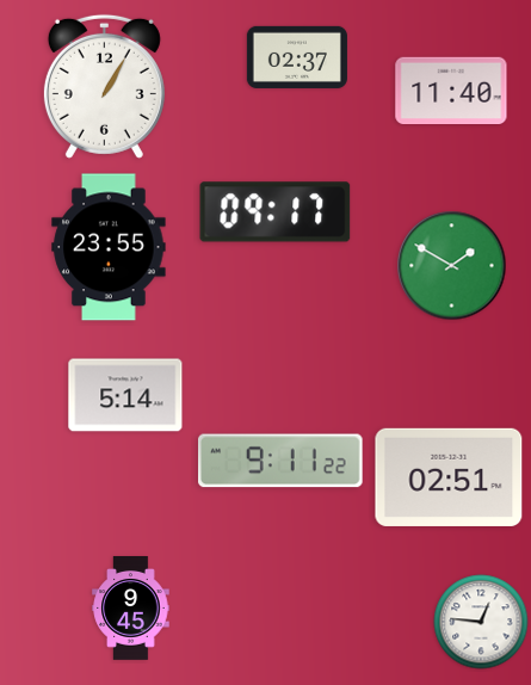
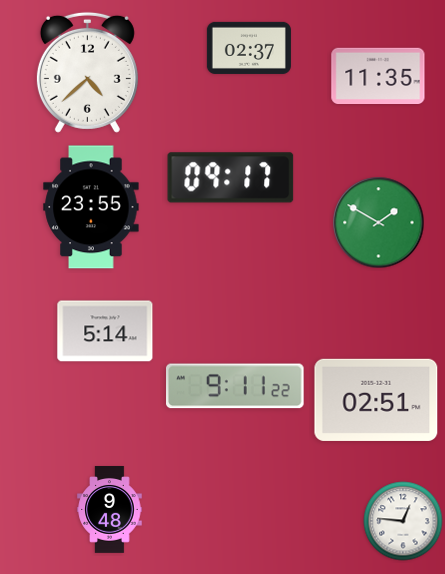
clock at (104, 86): 1:05 -> 4:38
clock at (451, 90): 11:40 -> 11:35
clock at (131, 609): 9:45 -> 9:48
